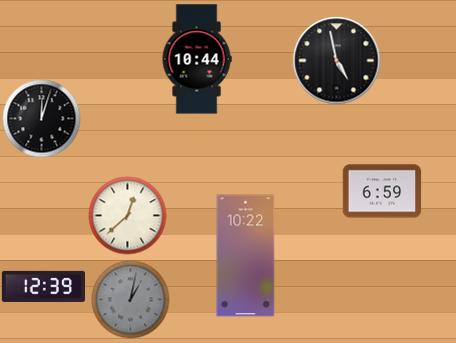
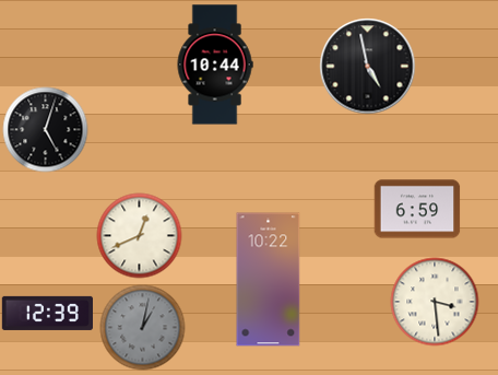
clock at (41, 118): 12:03 -> 5:03
clock at (127, 215): 12:38 -> 12:41
clock at (435, 302): none -> 3:29
